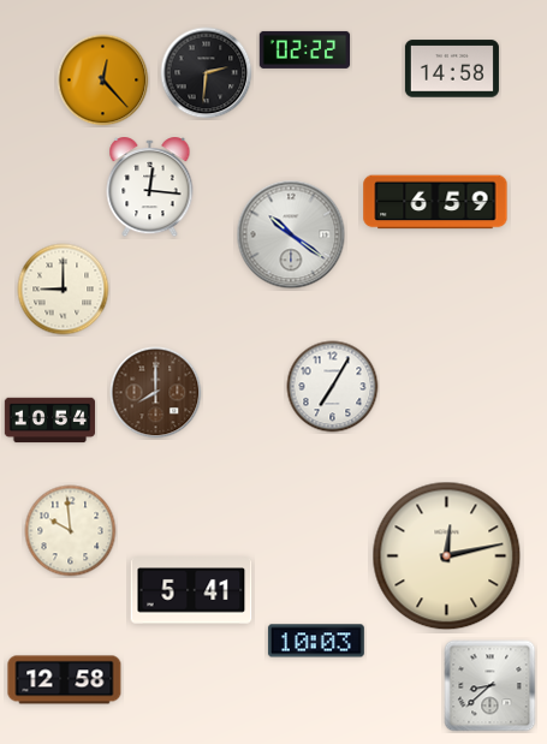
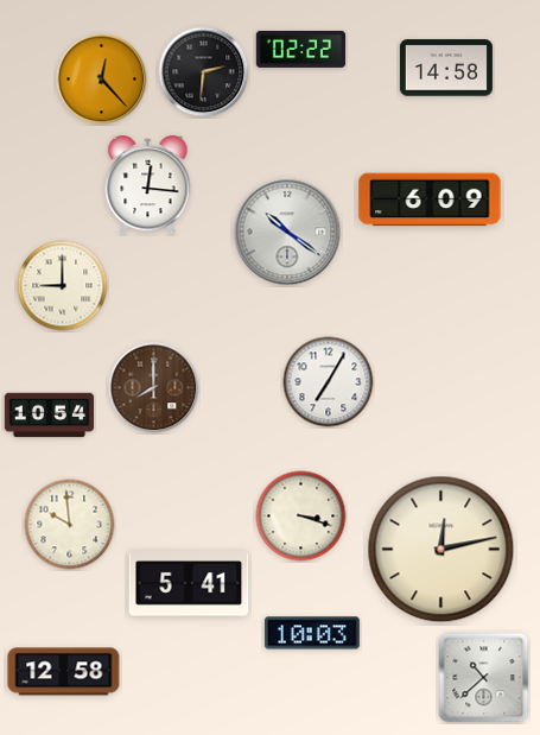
clock at (435, 202): 6:59 -> 6:09
clock at (301, 517): none -> 3:18
clock at (490, 686): 8:38 -> 10:38
